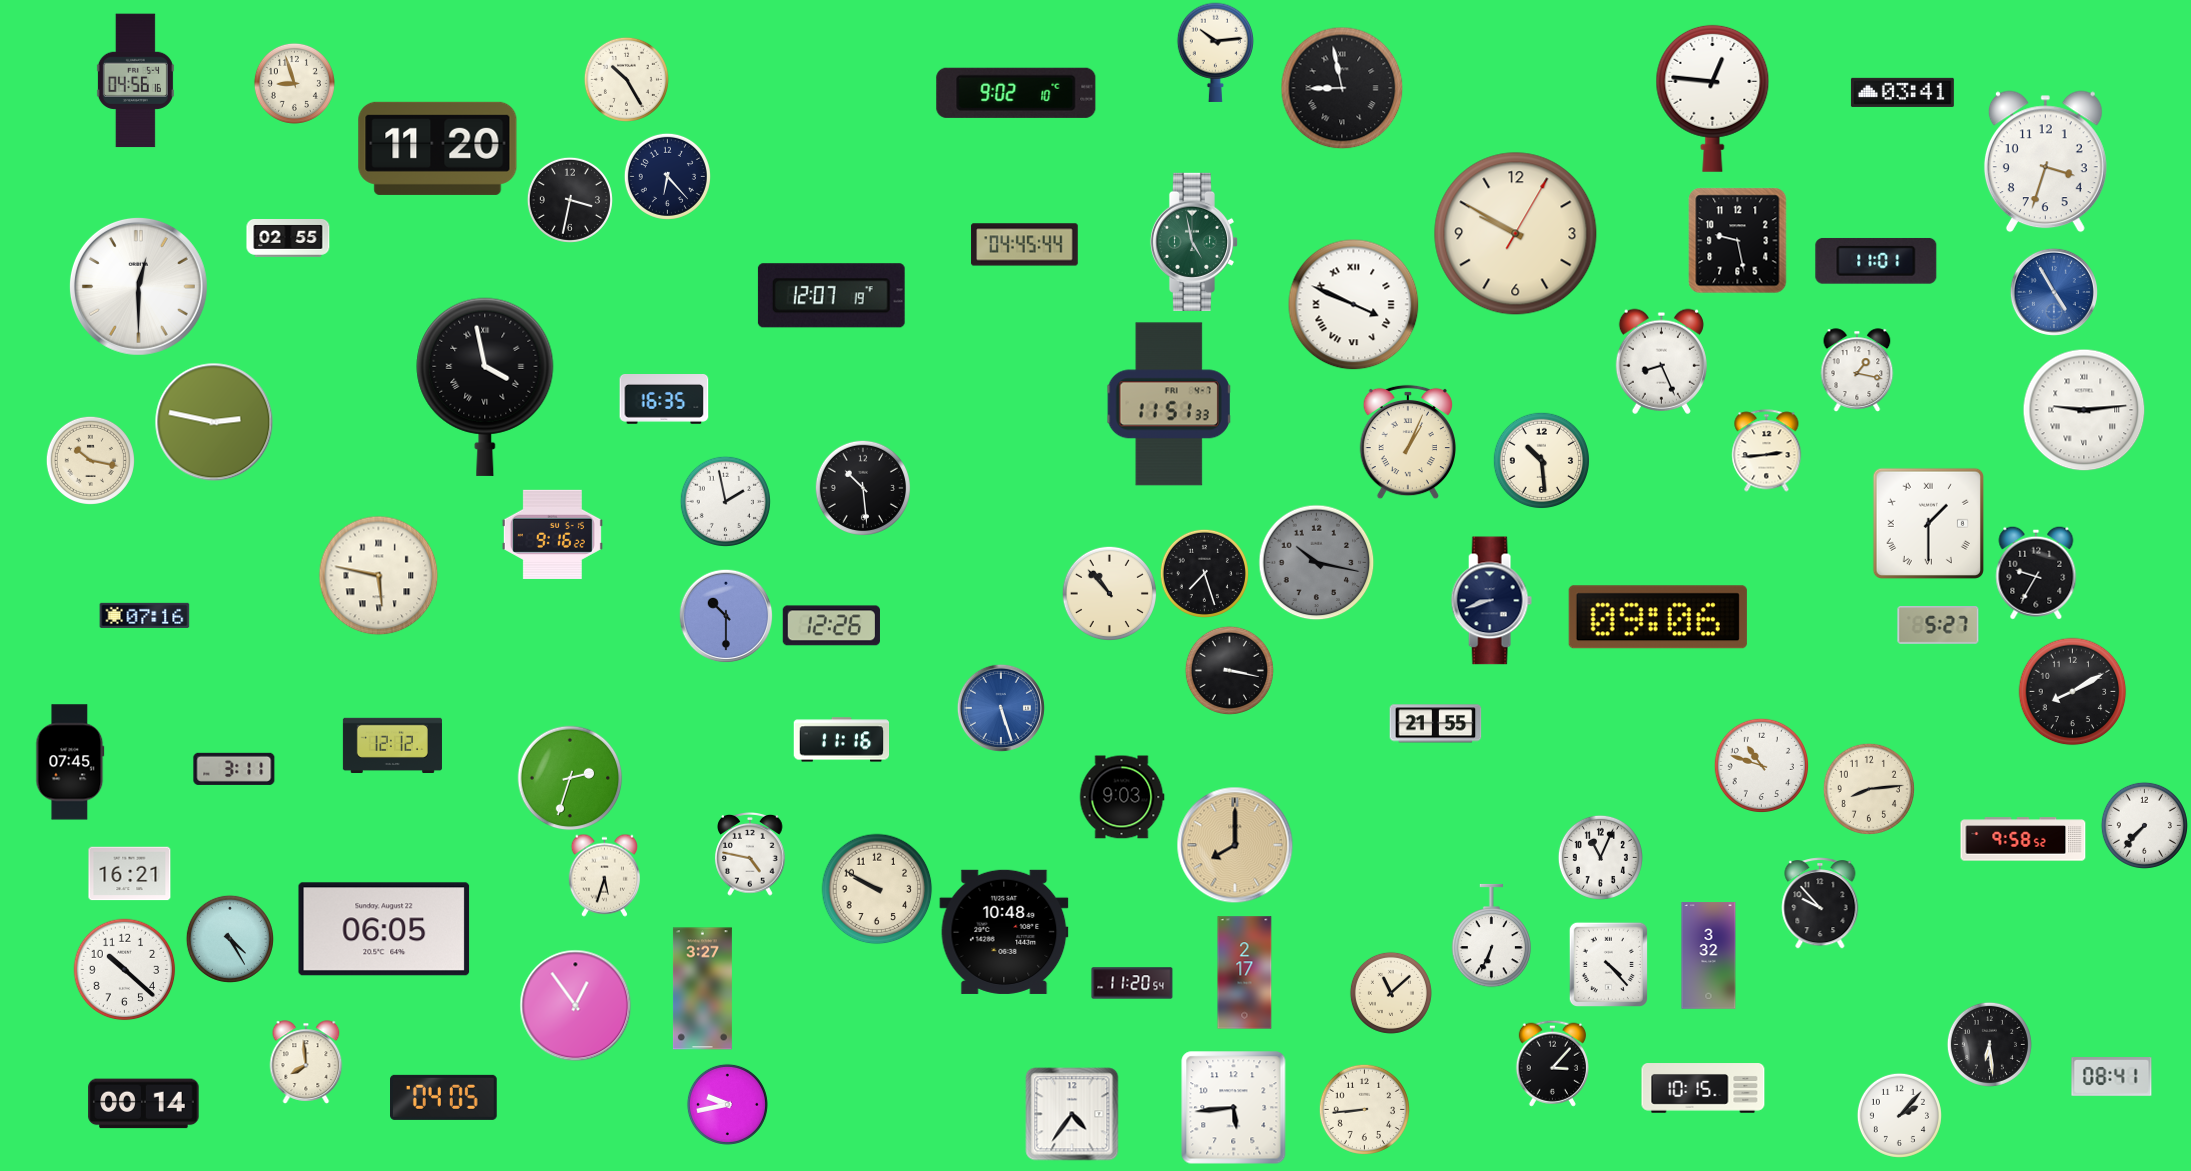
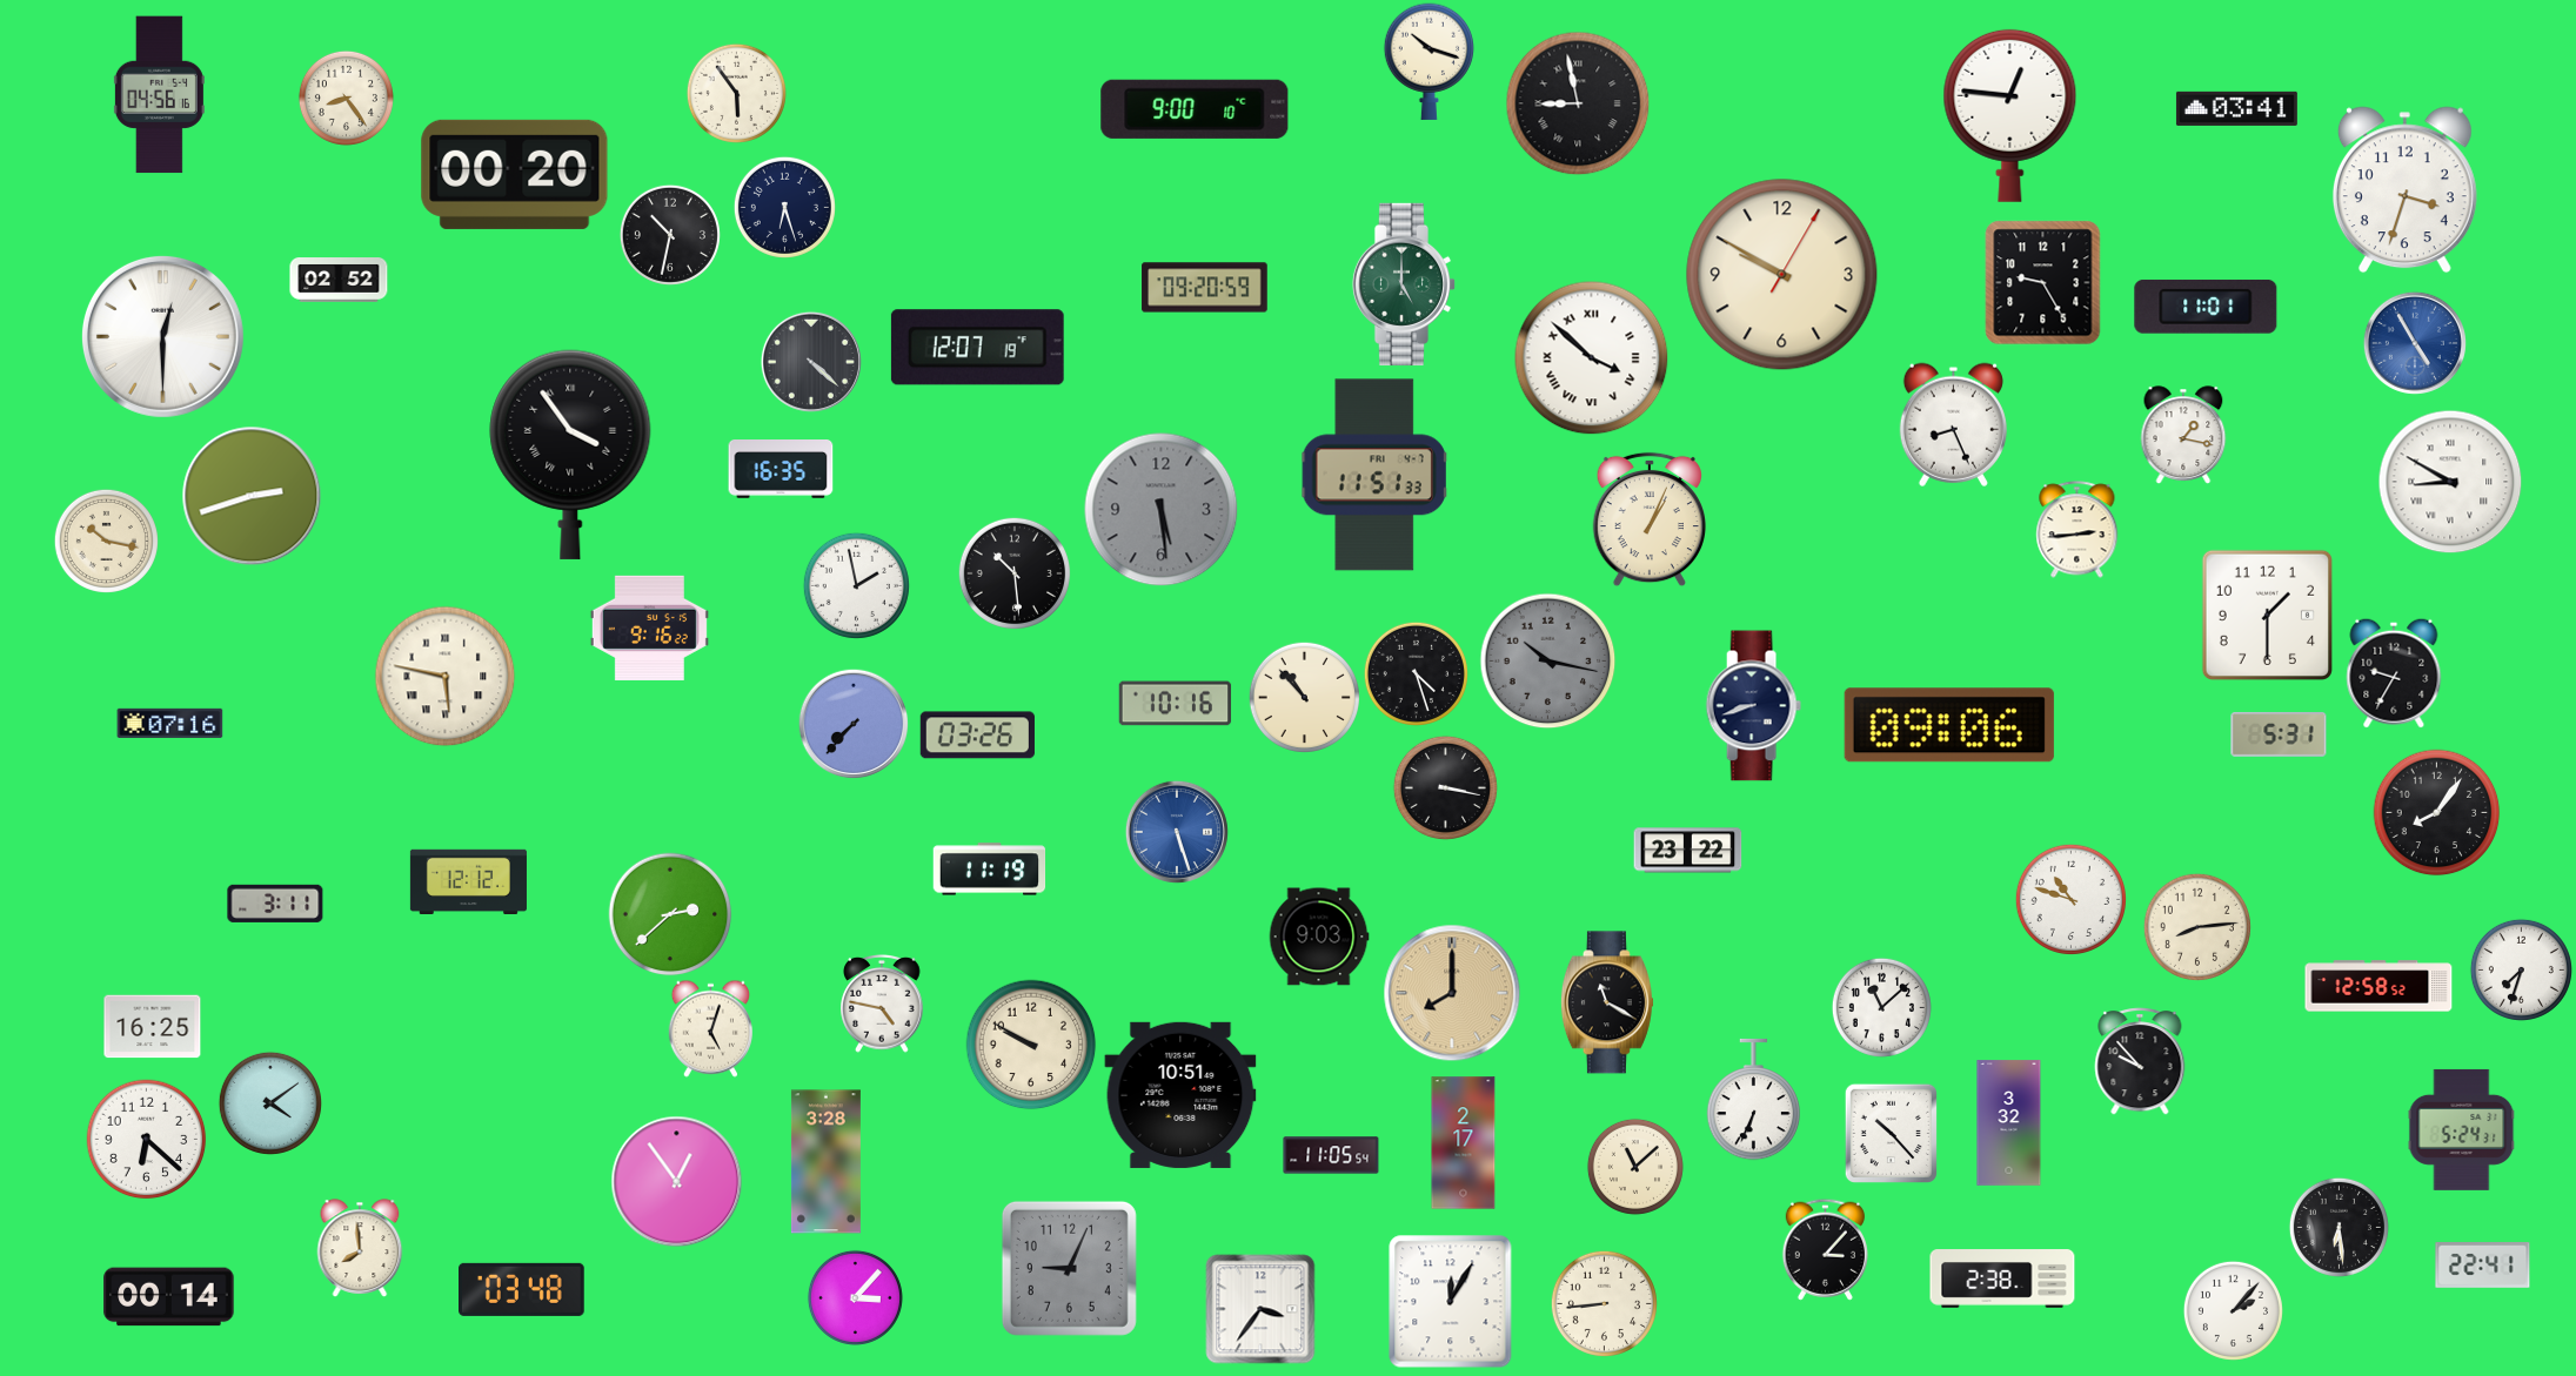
clock at (1215, 52): 10:14 -> 10:18
clock at (626, 79): 10:25 -> 5:54
clock at (294, 83): 8:57 -> 8:24
clock at (1016, 93): 9:02 -> 9:00
clock at (1713, 98) position: (1713, 98) -> (2010, 115)
clock at (438, 148): 11:20 -> 00:20
clock at (667, 176): 6:23 -> 6:27
clock at (570, 200): 3:32 -> 10:32
clock at (288, 239): 02:55 -> 02:52
clock at (1738, 241): 9:28 -> 9:25
clock at (1194, 242): 4:58 -> 5:00
clock at (1025, 245): 04:45 -> 09:20
clock at (1354, 305): 3:49 -> 3:52
clock at (811, 362): none -> 4:22
clock at (485, 387): 3:58 -> 3:54
clock at (2084, 410): 9:14 -> 8:50
clock at (214, 422): 2:47 -> 2:42
clock at (1162, 510): none -> 5:29
clock at (1407, 442) position: (1407, 442) -> (1648, 519)
clock at (1541, 460): 10:29 -> none
clock at (725, 501) position: (725, 501) -> (856, 585)
clock at (1928, 523) numerals: Roman -> Arabic
clock at (1204, 573): 7:27 -> 4:27
clock at (1176, 704): none -> 10:16
clock at (726, 616): 10:30 -> 7:37
clock at (1938, 625): 5:27 -> 5:31
clock at (831, 626): 12:26 -> 03:26
clock at (2073, 692): 8:10 -> 8:06
clock at (1436, 724): 21:55 -> 23:22
clock at (842, 740): 11:16 -> 11:19
clock at (392, 745) position: (392, 745) -> (468, 881)
clock at (70, 762): 07:45 -> none
clock at (570, 778): 2:33 -> 2:38
clock at (2144, 825): 7:37 -> 7:33
clock at (2023, 839): 9:58 -> 12:58
clock at (1607, 1002): none -> 11:20
clock at (1600, 857): 11:04 -> 11:08
clock at (130, 874): 16:21 -> 16:25
clock at (604, 875): 5:33 -> 5:03
clock at (384, 929): 06:05 -> none
clock at (1004, 932): 10:48 -> 10:51
clock at (230, 939): 4:25 -> 4:09
clock at (2462, 1129): none -> 5:24
clock at (1608, 964): 4:23 -> 10:23
clock at (125, 970): 10:22 -> 6:22
clock at (1132, 983): 11:20 -> 11:05
clock at (702, 989): 3:27 -> 3:28
clock at (2112, 1077): 08:41 -> 22:41
clock at (1069, 1268): none -> 9:04
clock at (1703, 1088): 10:15 -> 2:38
clock at (444, 1097): 04:05 -> 03:48
clock at (727, 1104): 9:43 -> 3:07
clock at (1234, 1108): 5:44 -> 12:05
clock at (1072, 1114): 4:36 -> 3:36
